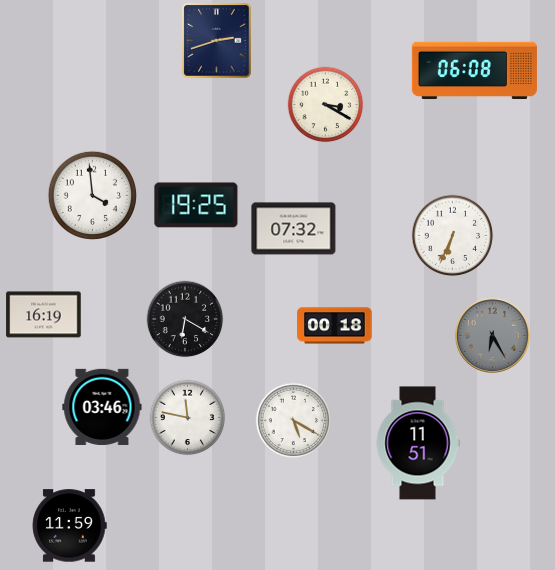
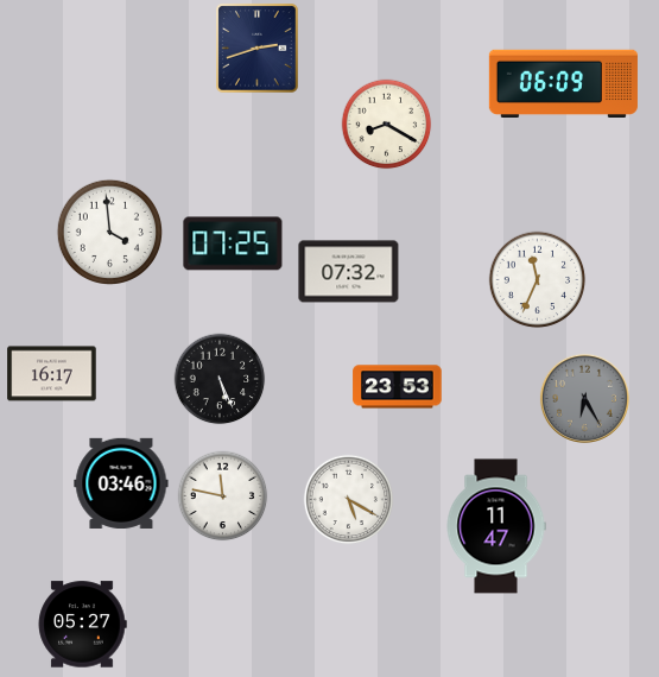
clock at (474, 70): 06:08 -> 06:09
clock at (326, 105): 3:20 -> 8:20
clock at (196, 205): 19:25 -> 07:25
clock at (453, 236): 6:34 -> 11:34
clock at (44, 315): 16:19 -> 16:17
clock at (185, 319): 6:20 -> 5:26
clock at (335, 326): 00:18 -> 23:53
clock at (418, 443): 11:51 -> 11:47
clock at (69, 526): 11:59 -> 05:27
